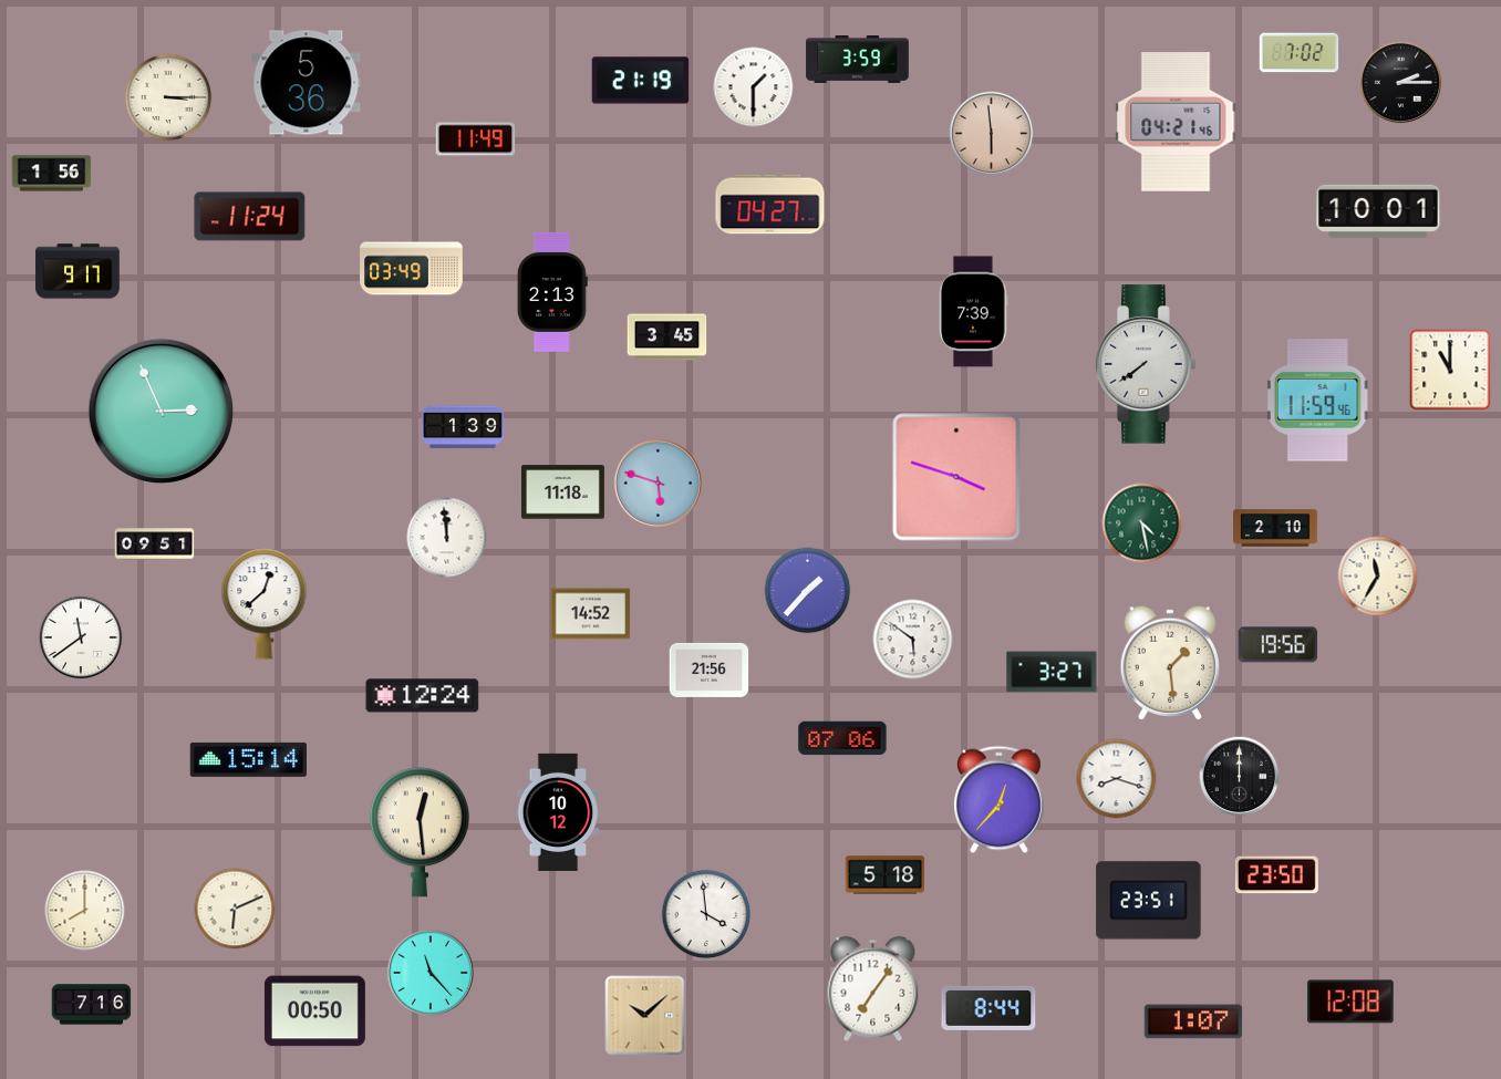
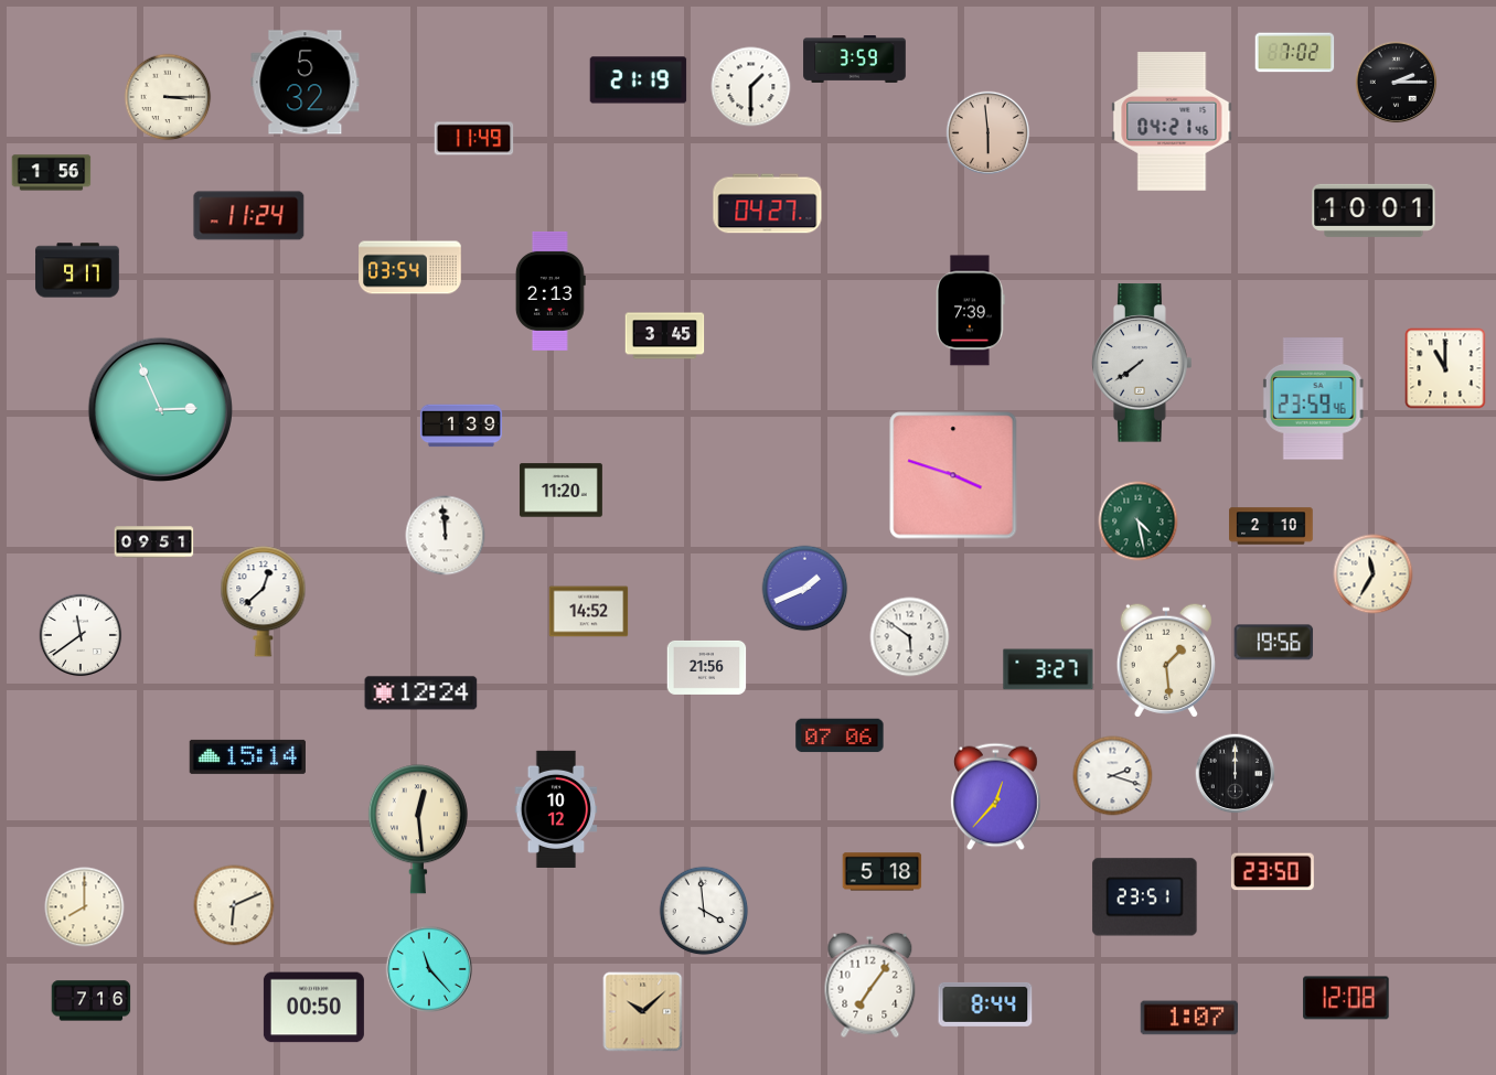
clock at (307, 83): 5:36 -> 5:32
clock at (412, 269): 03:49 -> 03:54
clock at (1317, 401): 11:59 -> 23:59
clock at (658, 483): 5:48 -> none
clock at (562, 492): 11:18 -> 11:20
clock at (808, 591): 1:37 -> 1:41
clock at (1117, 779): 8:18 -> 2:18
